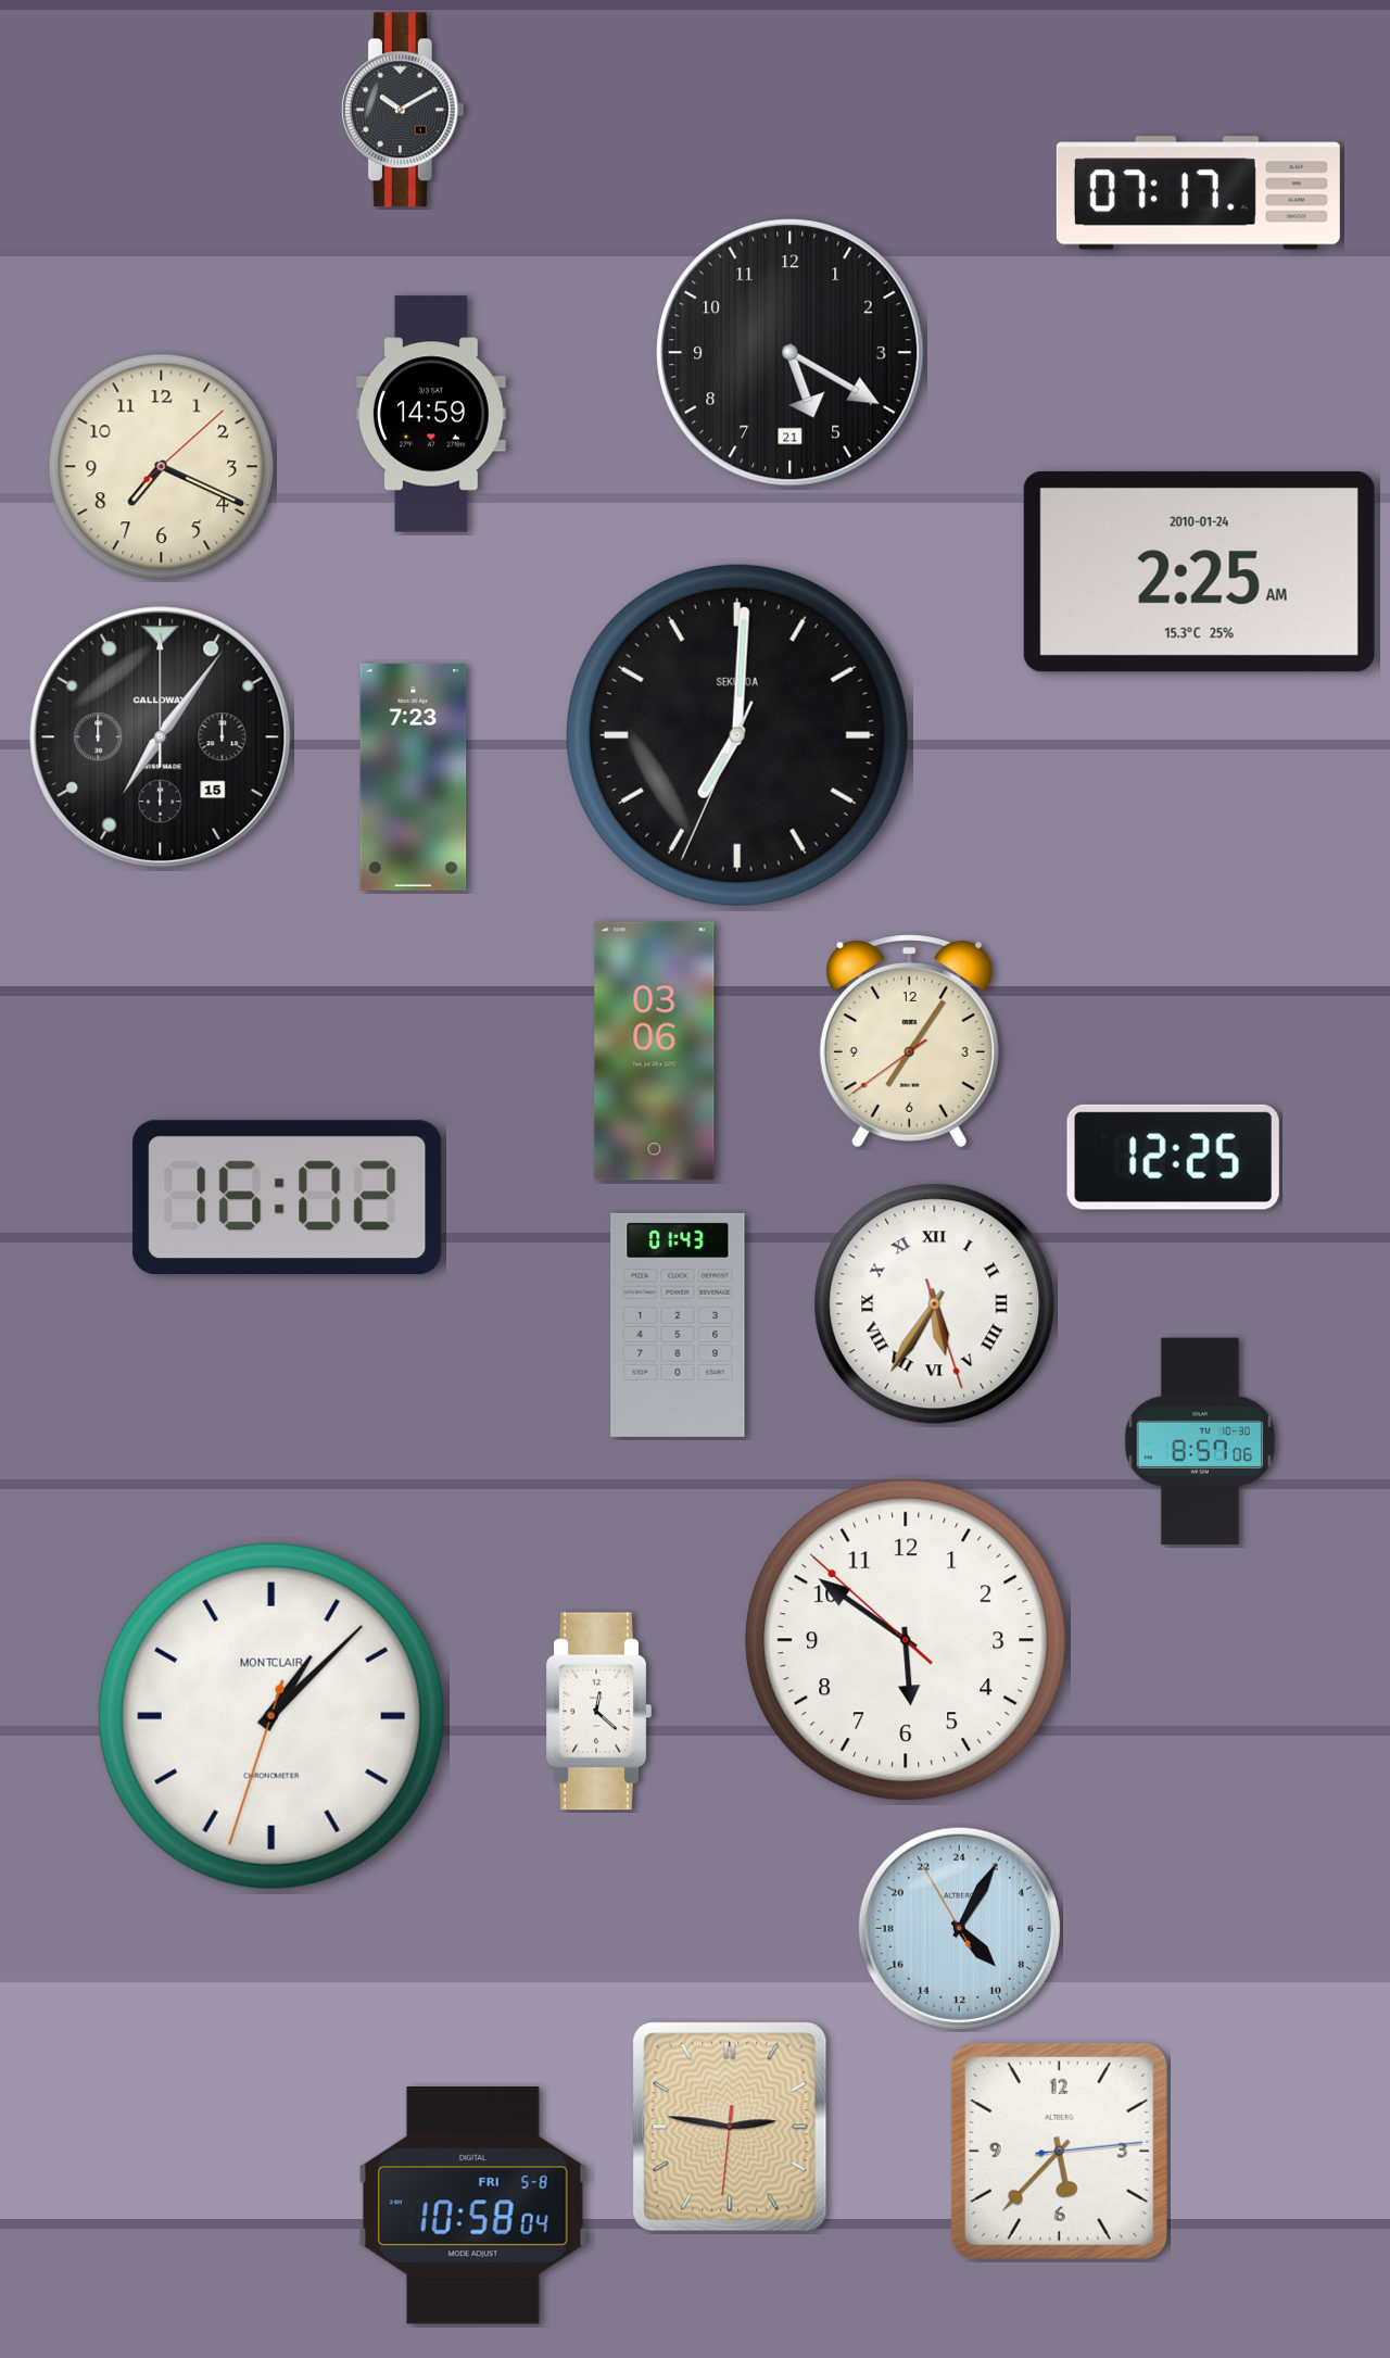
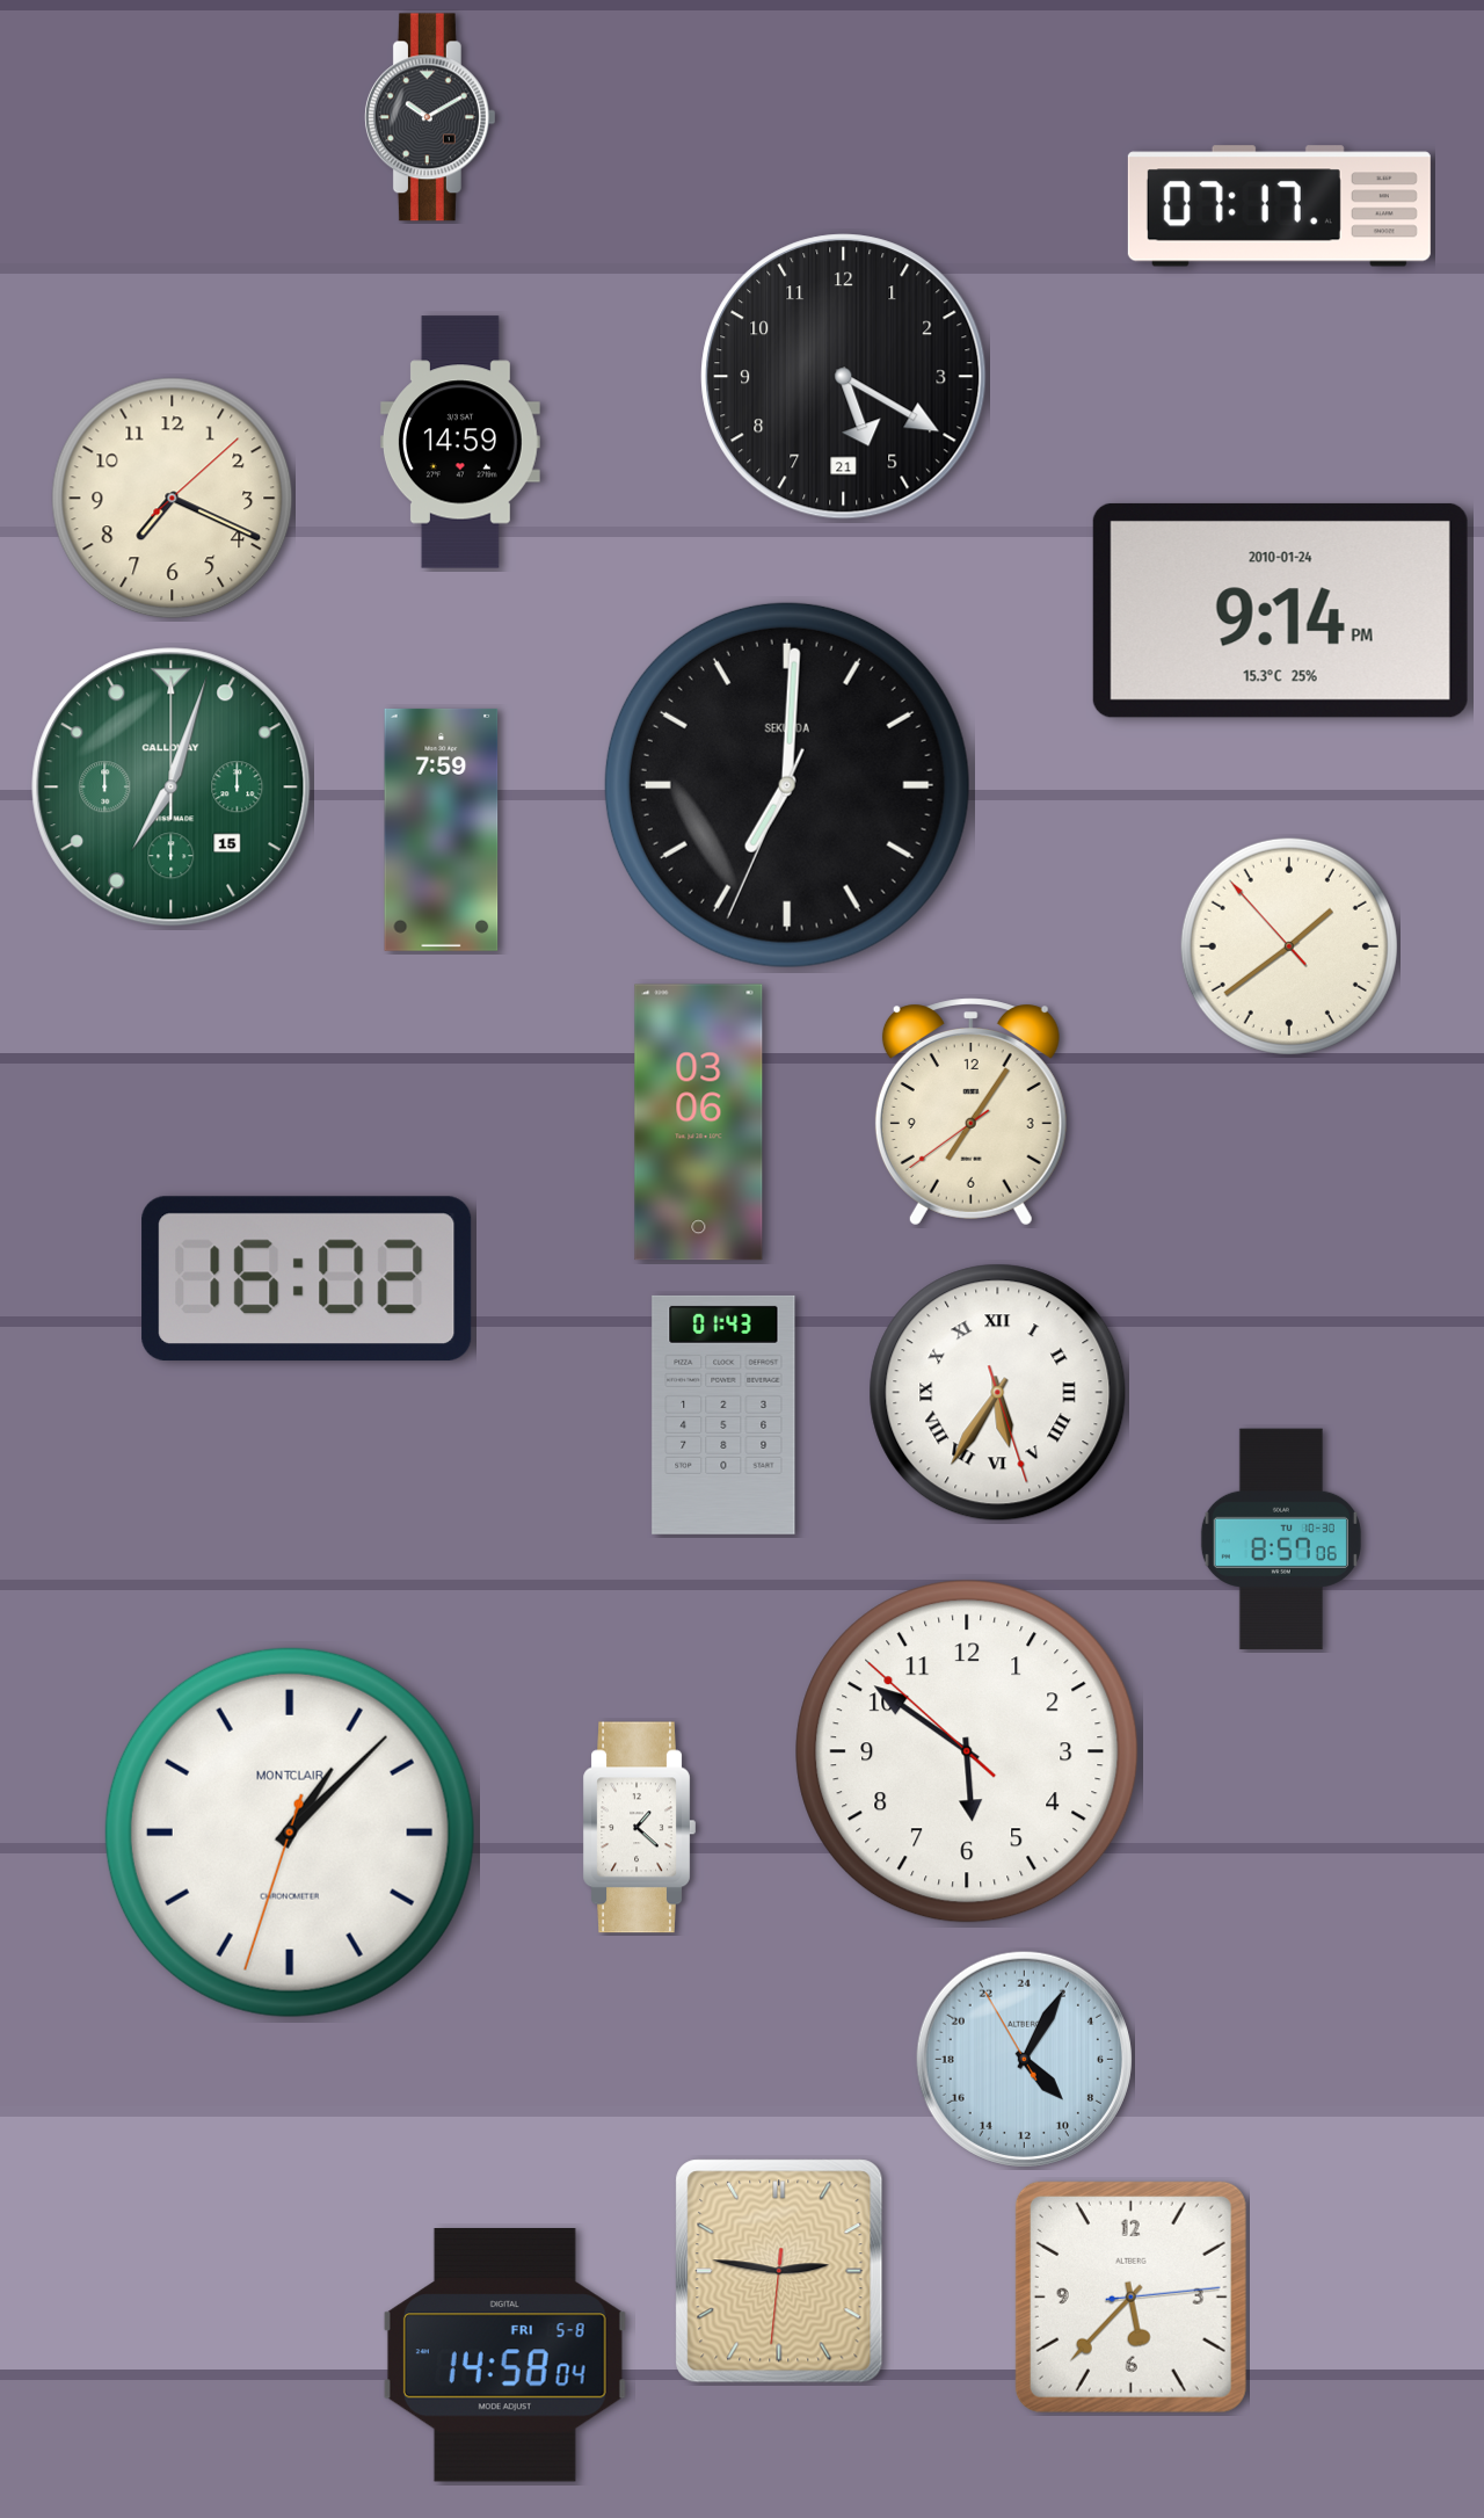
clock at (1199, 571): 2:25 -> 9:14
clock at (161, 737): 7:06 -> 7:03
clock at (161, 737) dial: black -> green
clock at (414, 777): 7:23 -> 7:59
clock at (1289, 946): none -> 1:38
clock at (1173, 1157): 12:25 -> none
clock at (598, 1712): 12:22 -> 1:22
clock at (472, 2206): 10:58 -> 14:58
